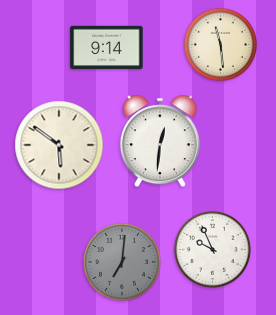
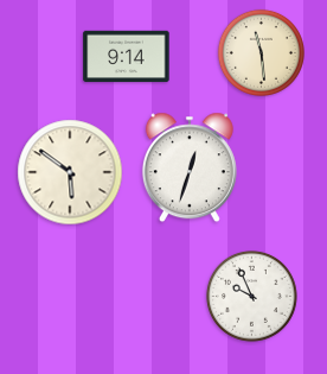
clock at (160, 141): 12:31 -> 12:33
clock at (122, 262): 7:01 -> none
